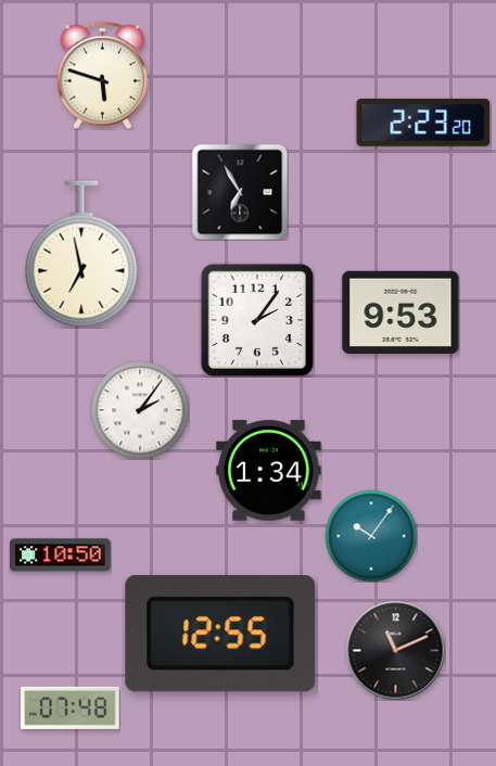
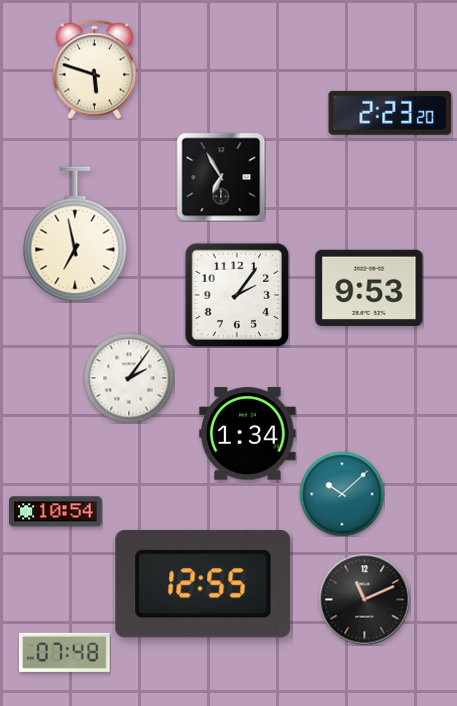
clock at (371, 536): 10:06 -> 10:08
clock at (61, 556): 10:50 -> 10:54
